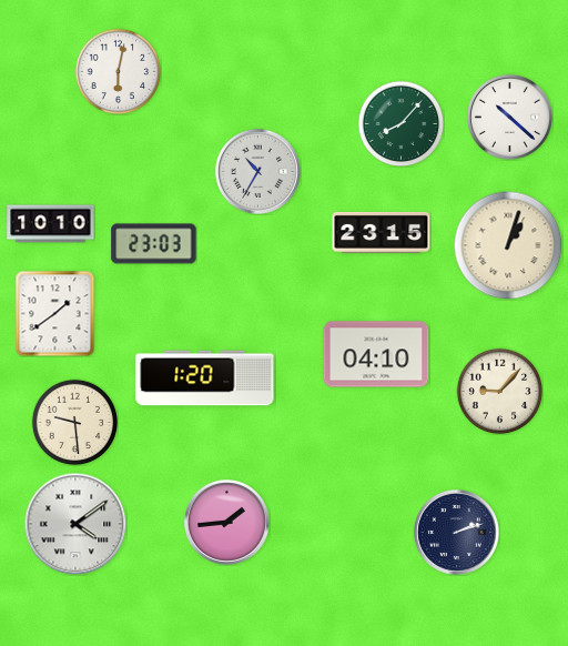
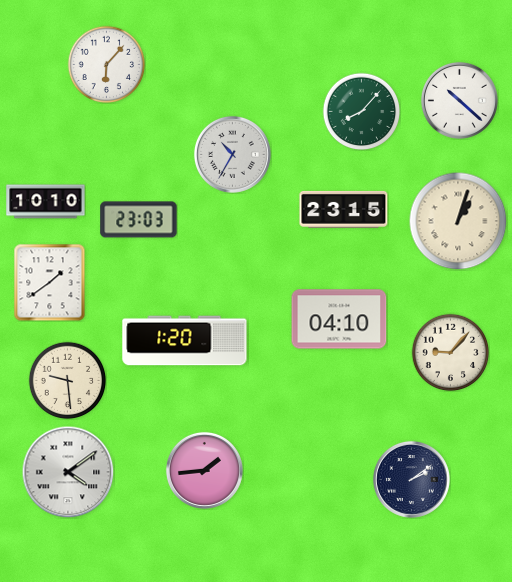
clock at (118, 71): 6:02 -> 6:07
clock at (509, 117) position: (509, 117) -> (459, 100)
clock at (456, 532): 2:12 -> 2:09
